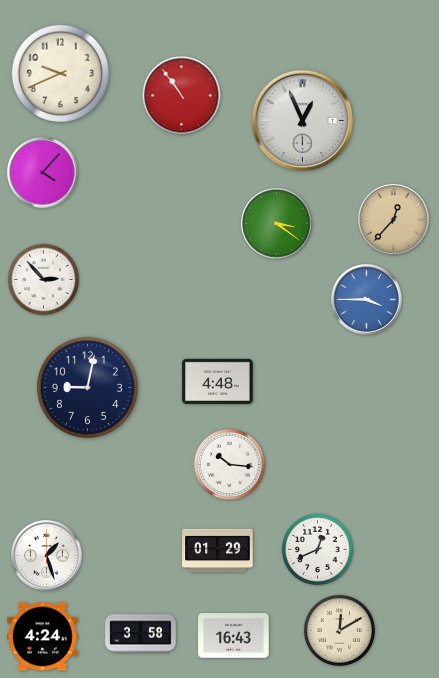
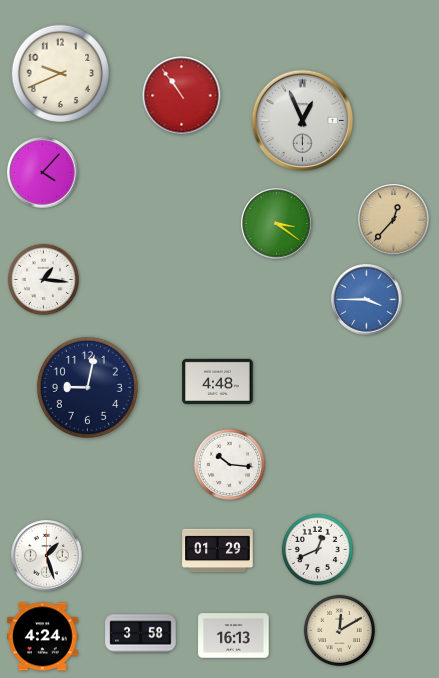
clock at (43, 279): 2:53 -> 1:16
clock at (234, 636): 16:43 -> 16:13
